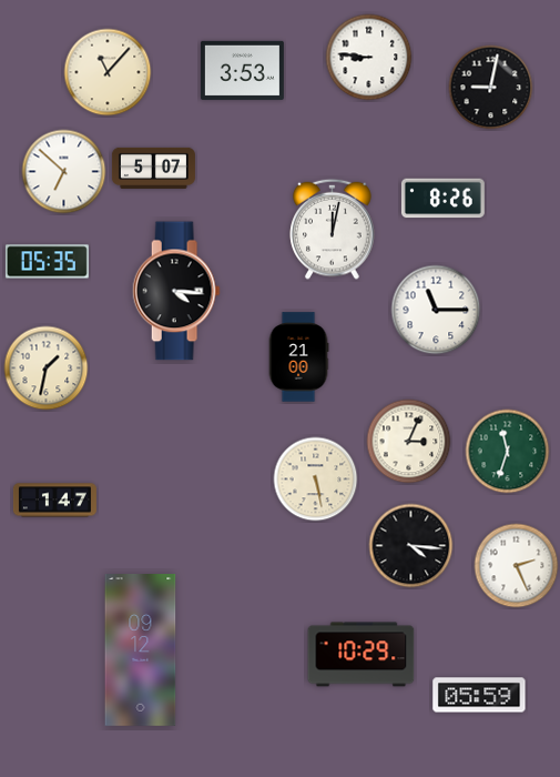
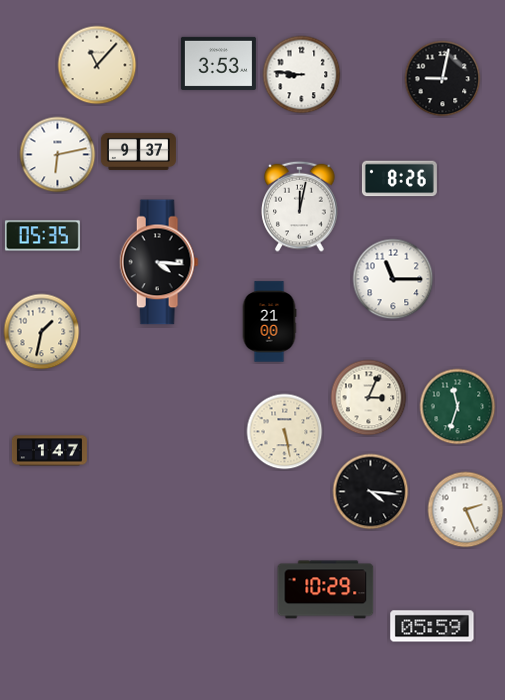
clock at (369, 58) position: (369, 58) -> (302, 75)
clock at (153, 168): 5:07 -> 9:37
clock at (64, 172): 6:52 -> 6:13
clock at (141, 650): 09:12 -> none
